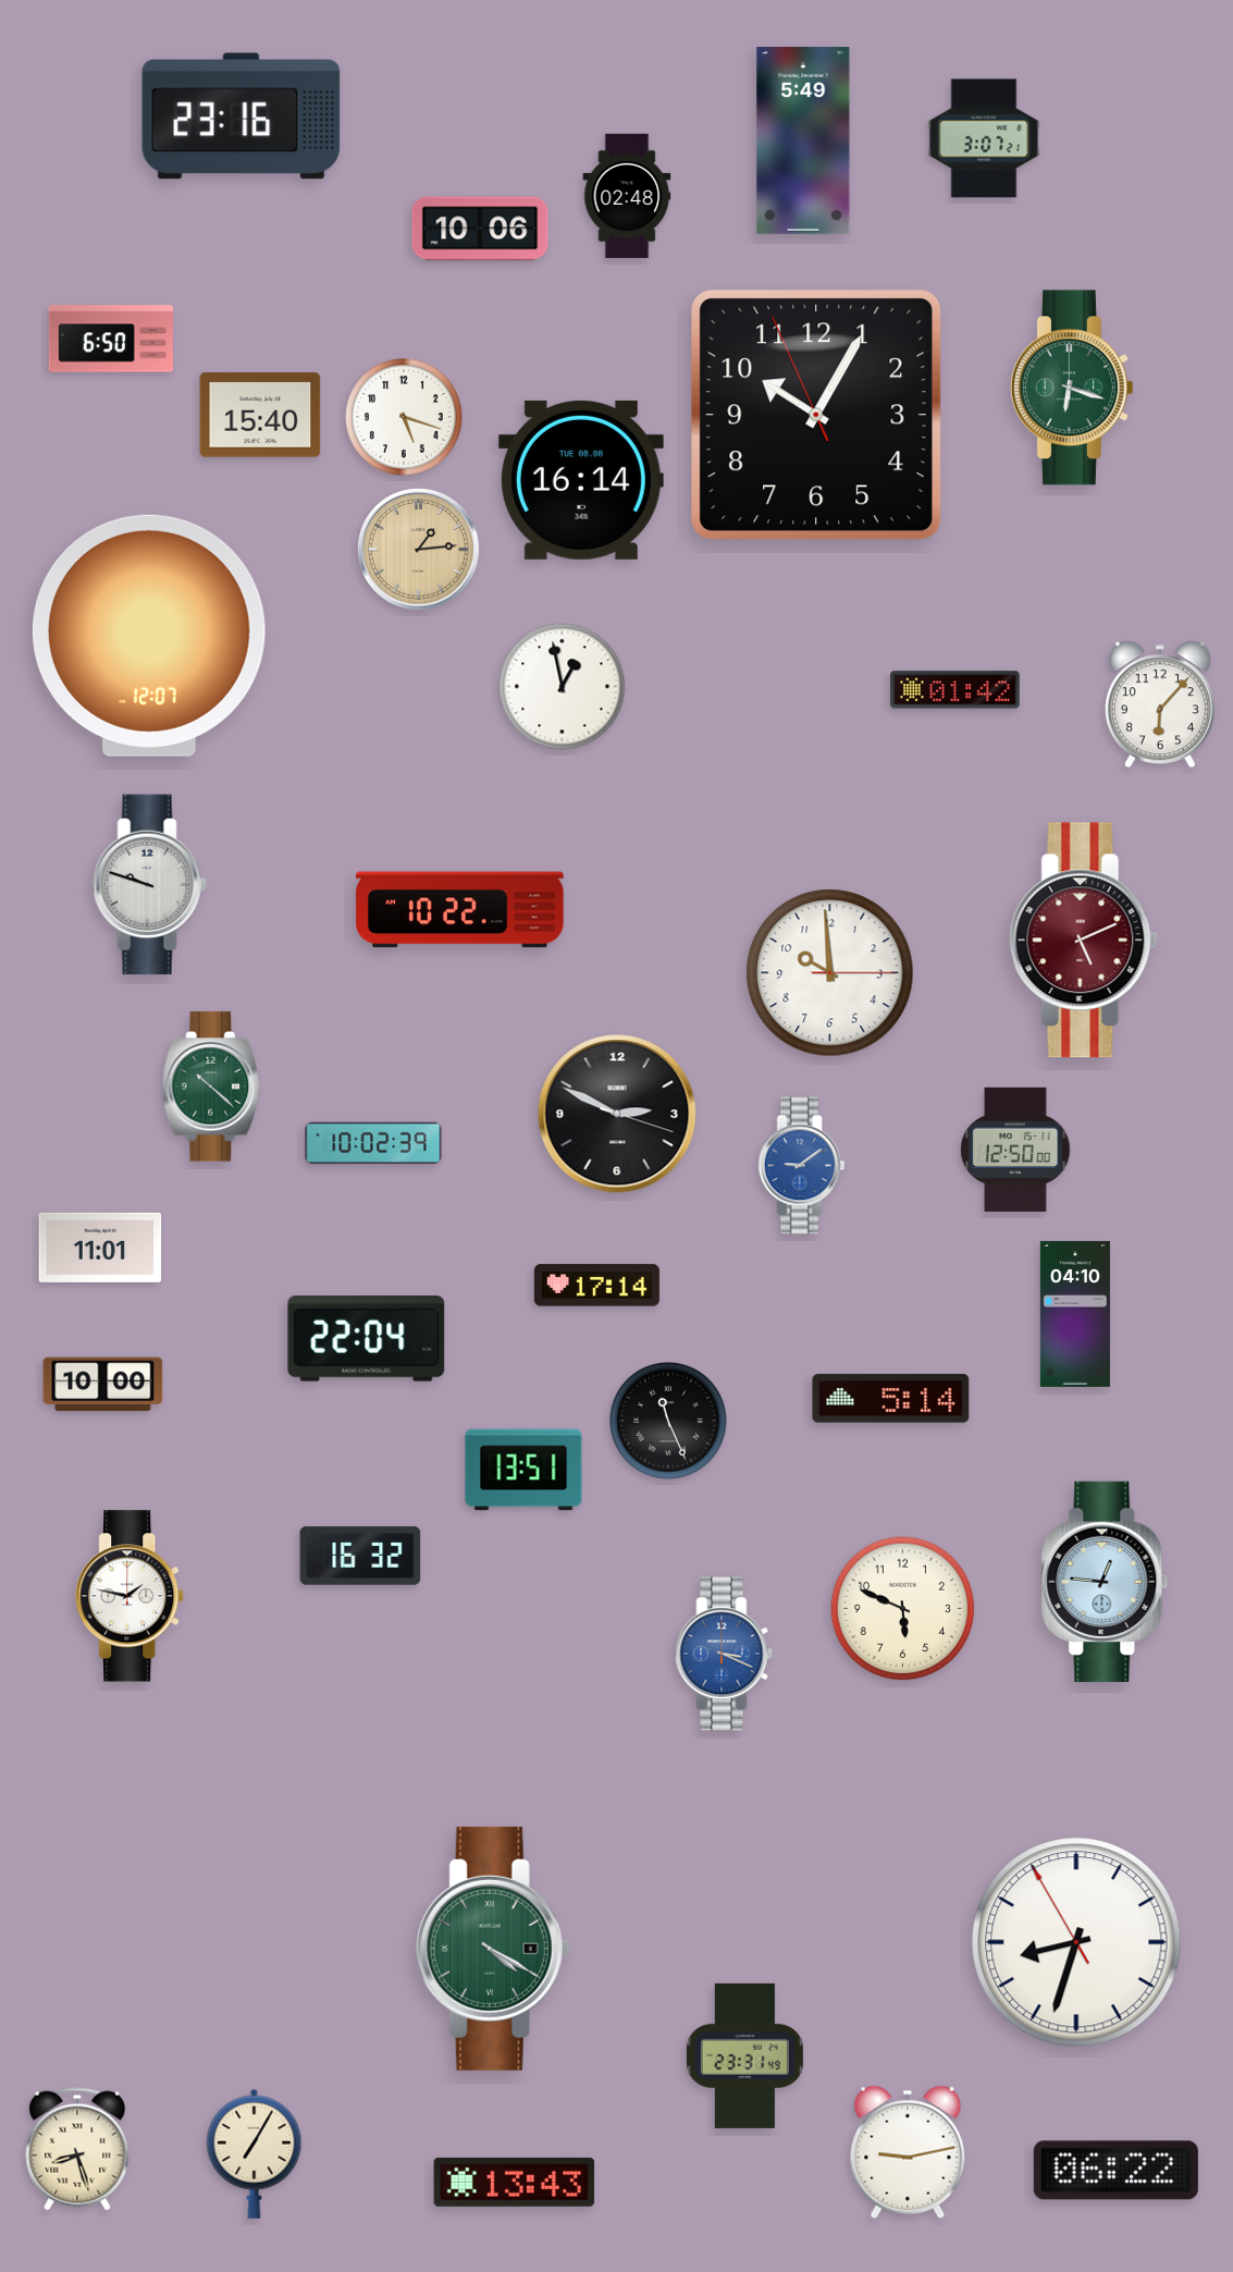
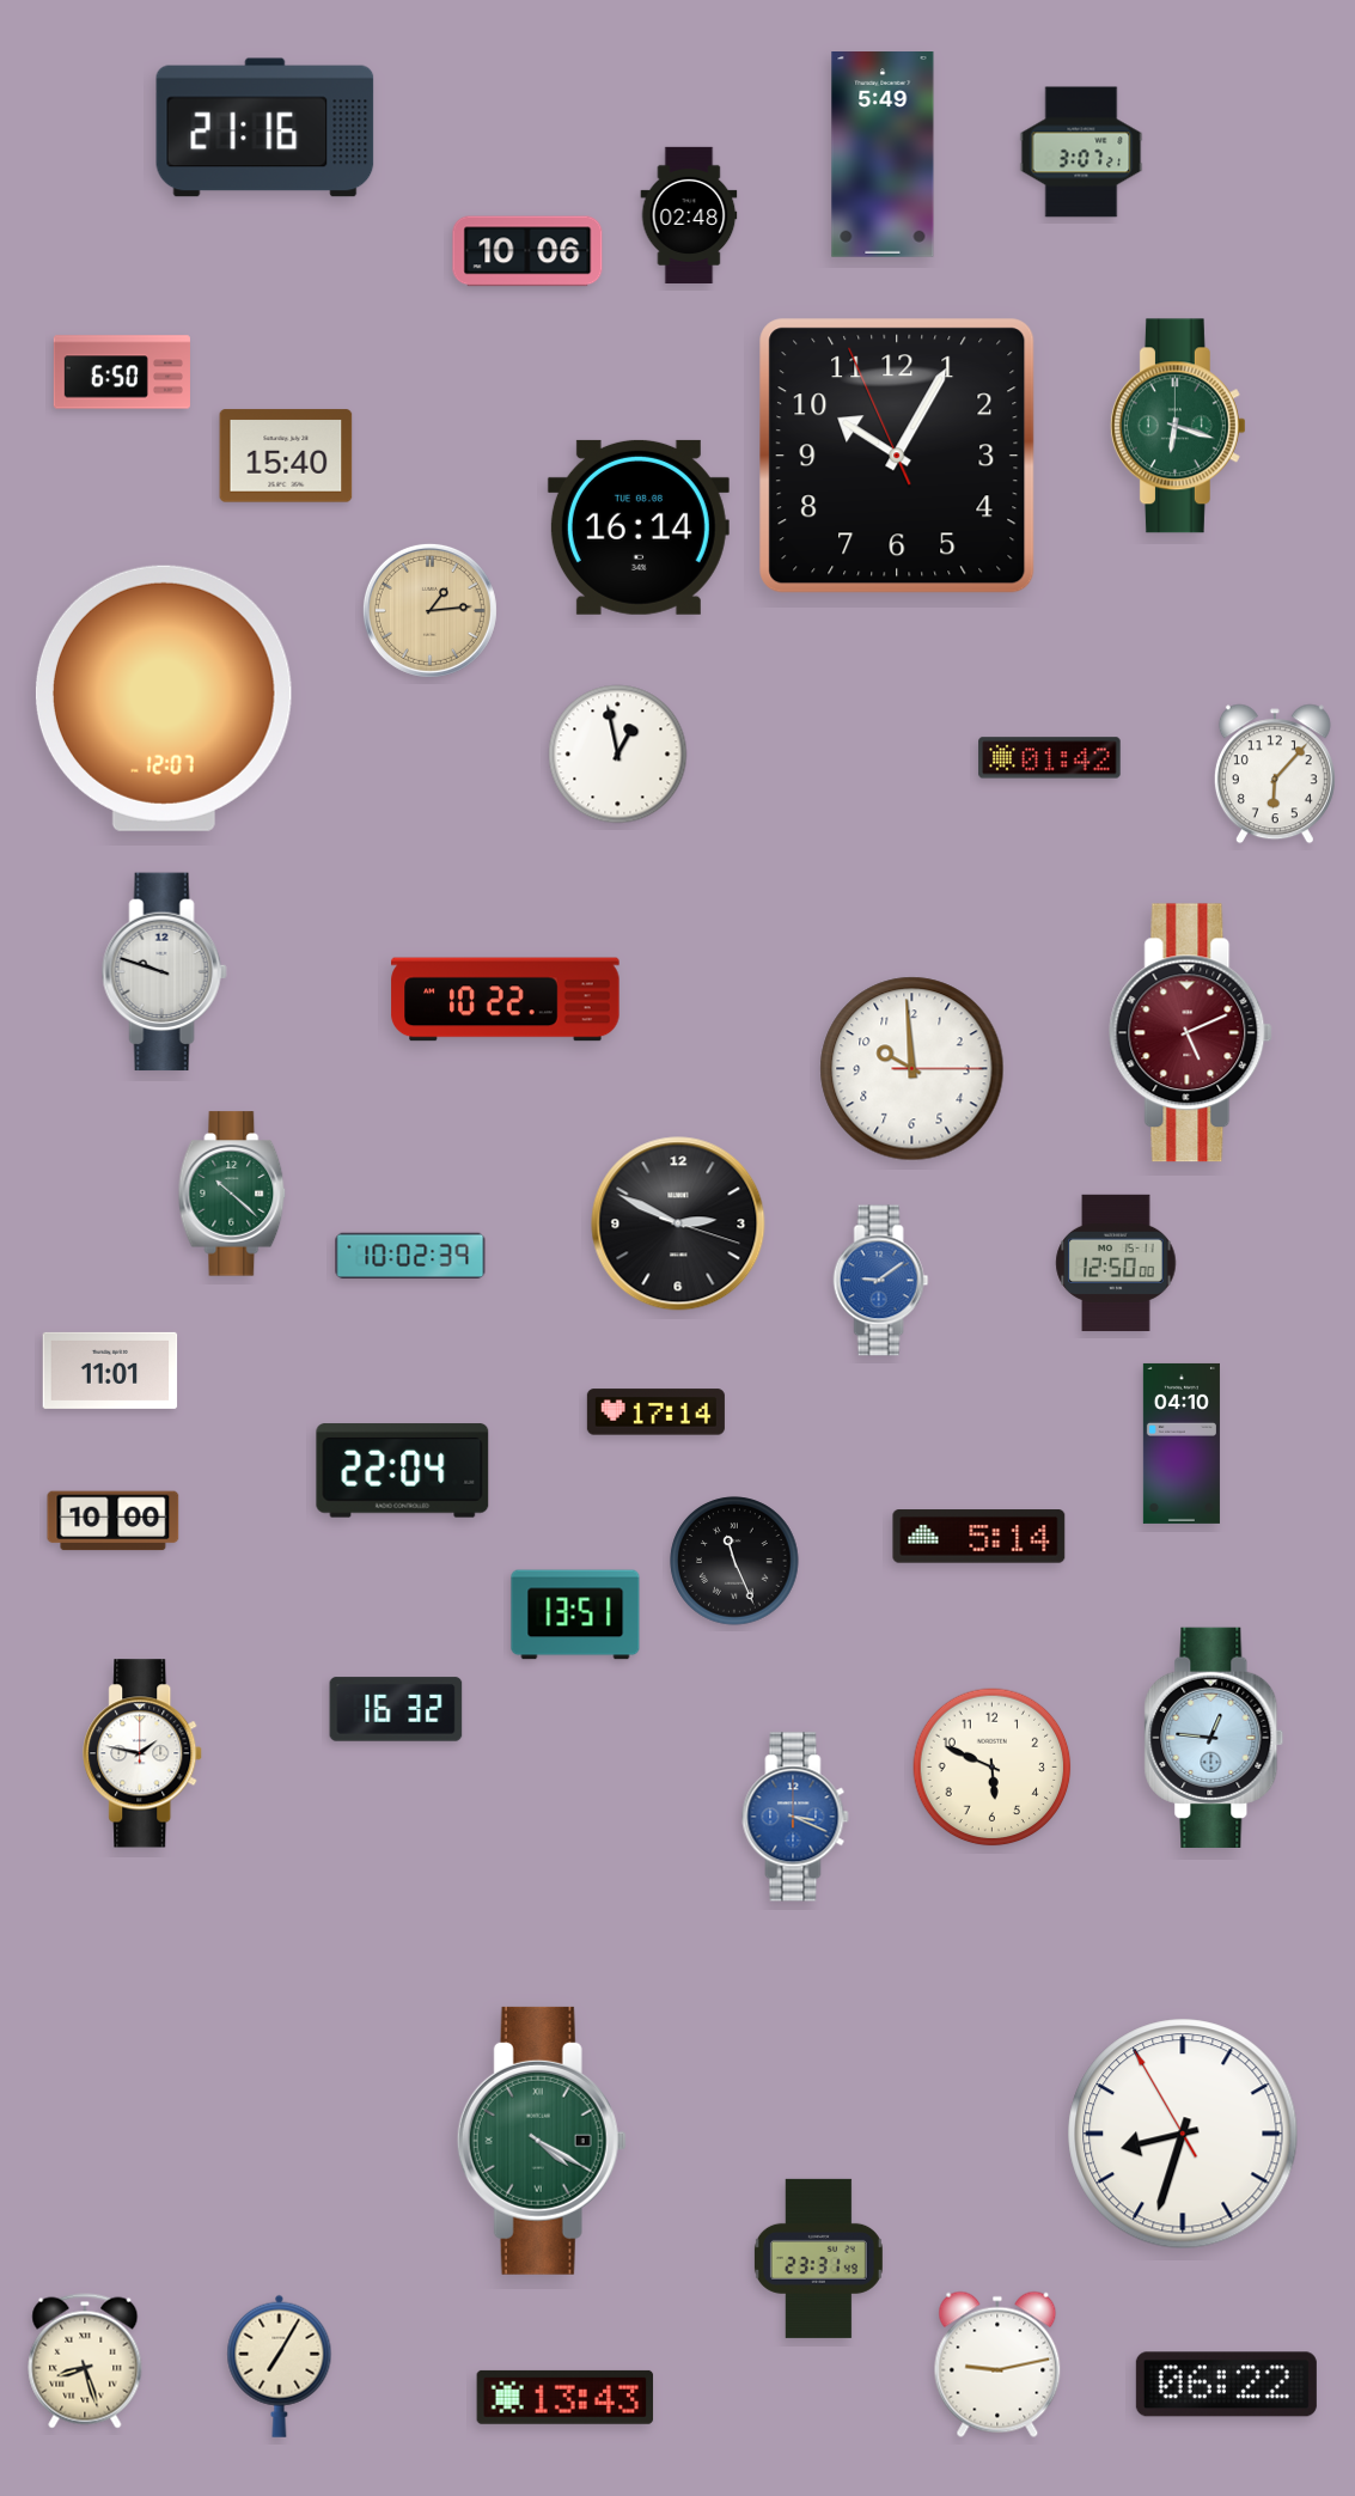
clock at (242, 116): 23:16 -> 21:16
clock at (404, 417): 5:18 -> none
clock at (418, 549) position: (418, 549) -> (429, 610)
